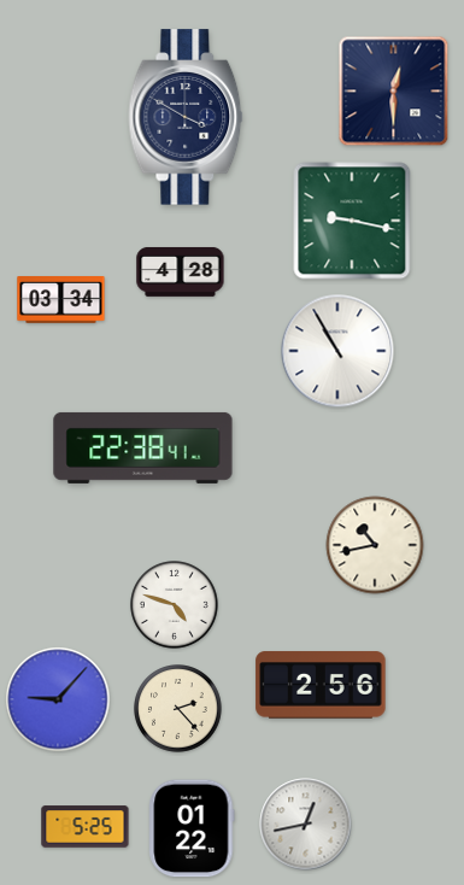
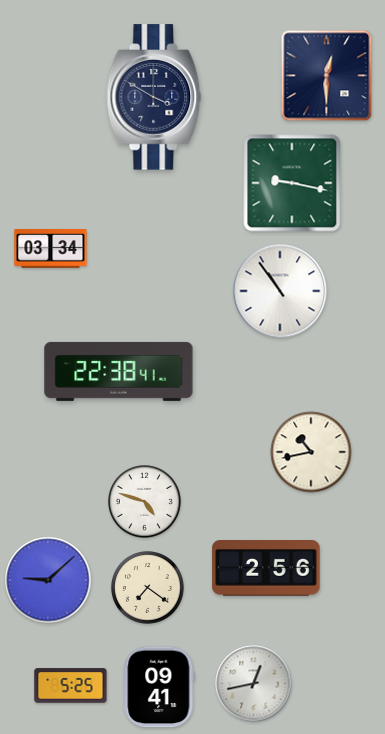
clock at (181, 272): 4:28 -> none
clock at (337, 351): 10:55 -> 10:54
clock at (58, 699): 9:07 -> 9:08
clock at (178, 709): 2:23 -> 7:21
clock at (192, 828): 01:22 -> 09:41
